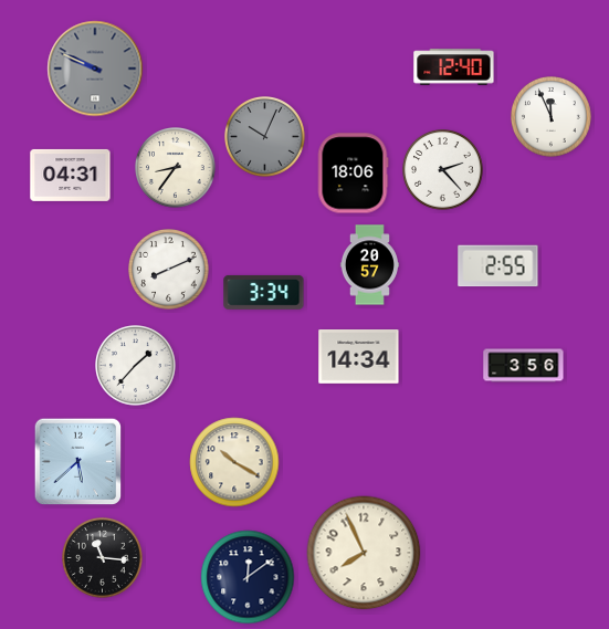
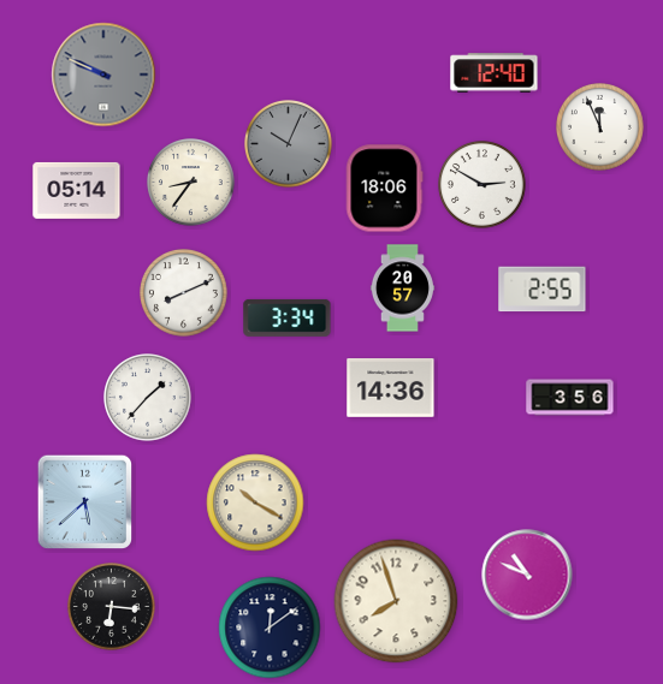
clock at (265, 137) position: (265, 137) -> (289, 144)
clock at (443, 170): 2:23 -> 2:50
clock at (71, 175): 04:31 -> 05:14
clock at (359, 357): 14:34 -> 14:36
clock at (527, 575): none -> 10:49
clock at (364, 553): 7:56 -> 7:57
clock at (103, 558): 11:16 -> 6:16
